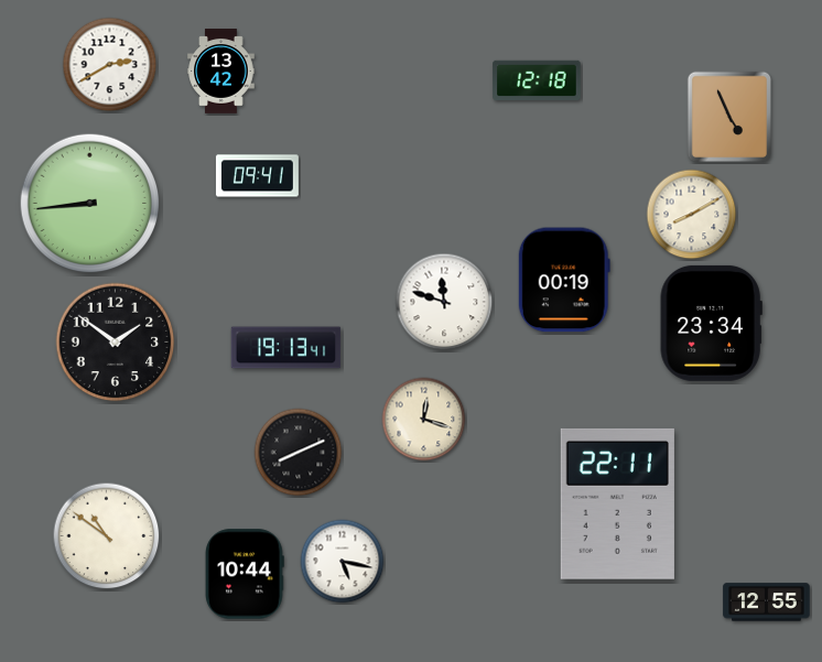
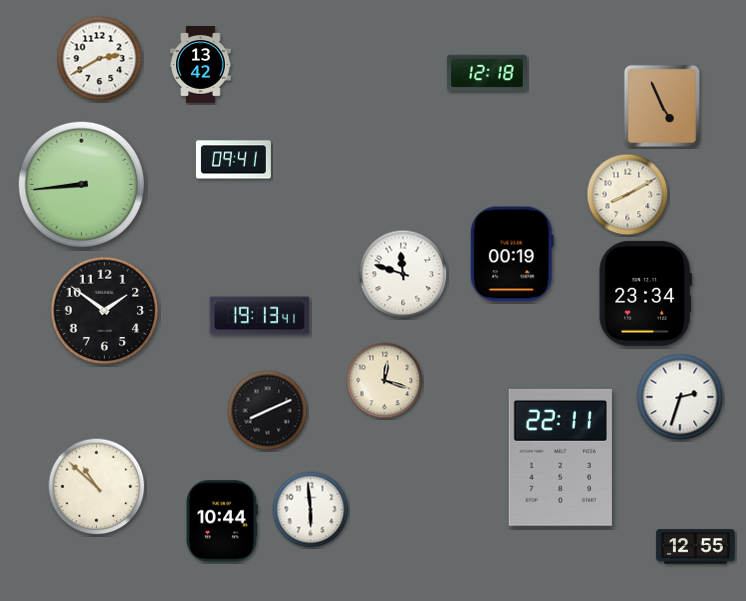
clock at (680, 397): none -> 2:33
clock at (299, 453) position: (299, 453) -> (268, 411)
clock at (107, 536): 10:51 -> 10:52
clock at (343, 562): 5:17 -> 5:59
